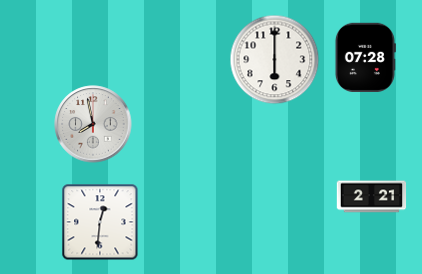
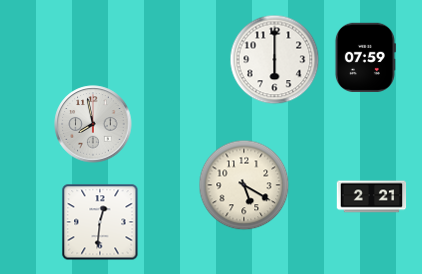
clock at (365, 57): 07:28 -> 07:59
clock at (244, 185): none -> 5:20
